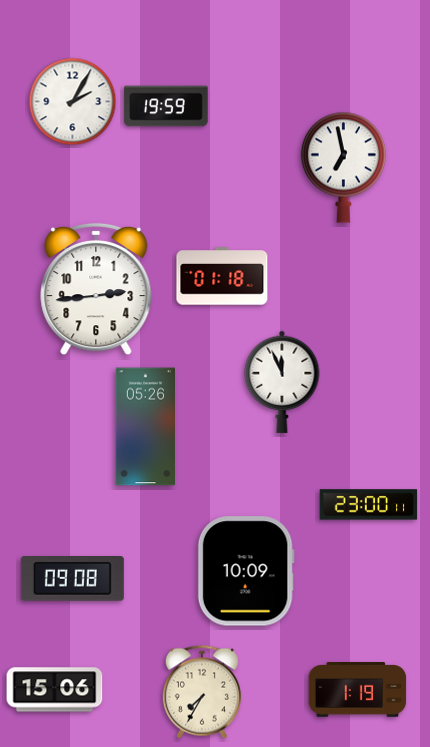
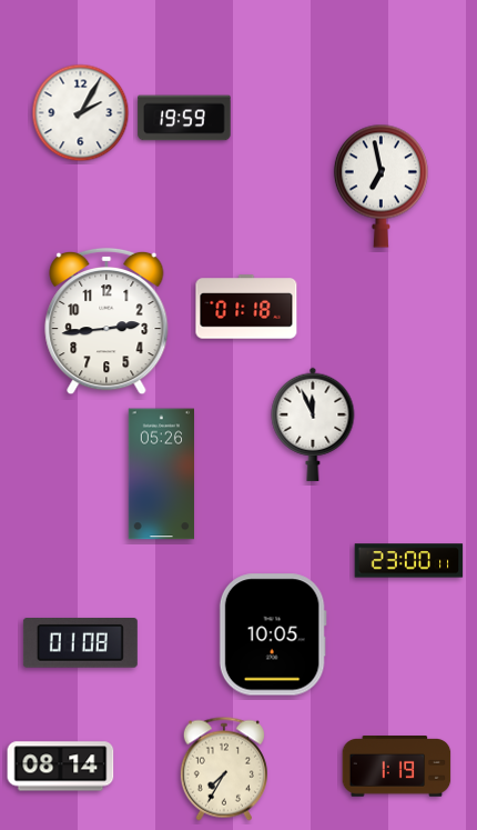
clock at (246, 571): 10:09 -> 10:05
clock at (72, 579): 09:08 -> 01:08
clock at (55, 690): 15:06 -> 08:14
